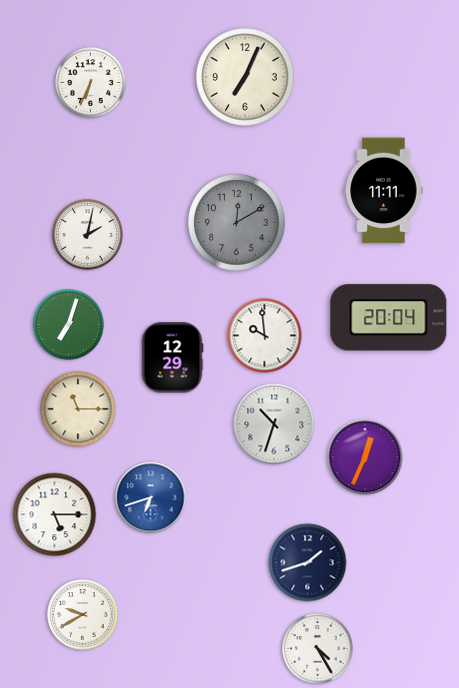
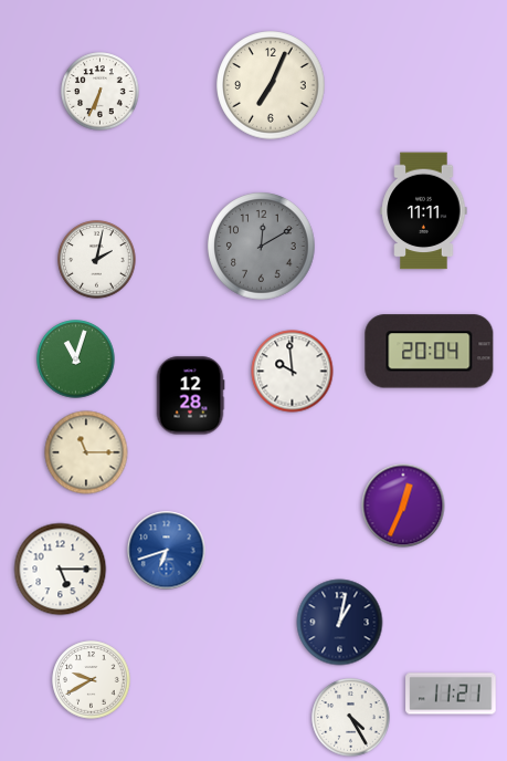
clock at (69, 325): 7:03 -> 11:03
clock at (172, 358): 12:29 -> 12:28
clock at (274, 424): 10:33 -> none
clock at (308, 563): 1:42 -> 1:02
clock at (451, 694): none -> 11:21
